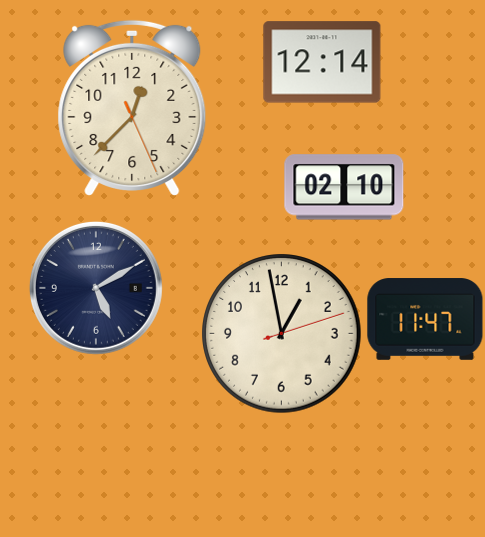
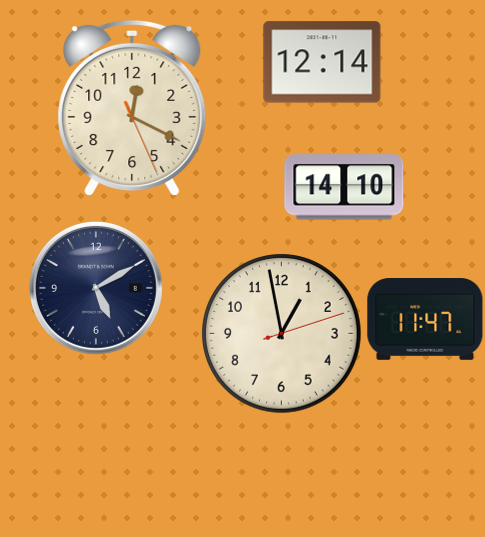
clock at (132, 108): 12:37 -> 12:19
clock at (344, 187): 02:10 -> 14:10
